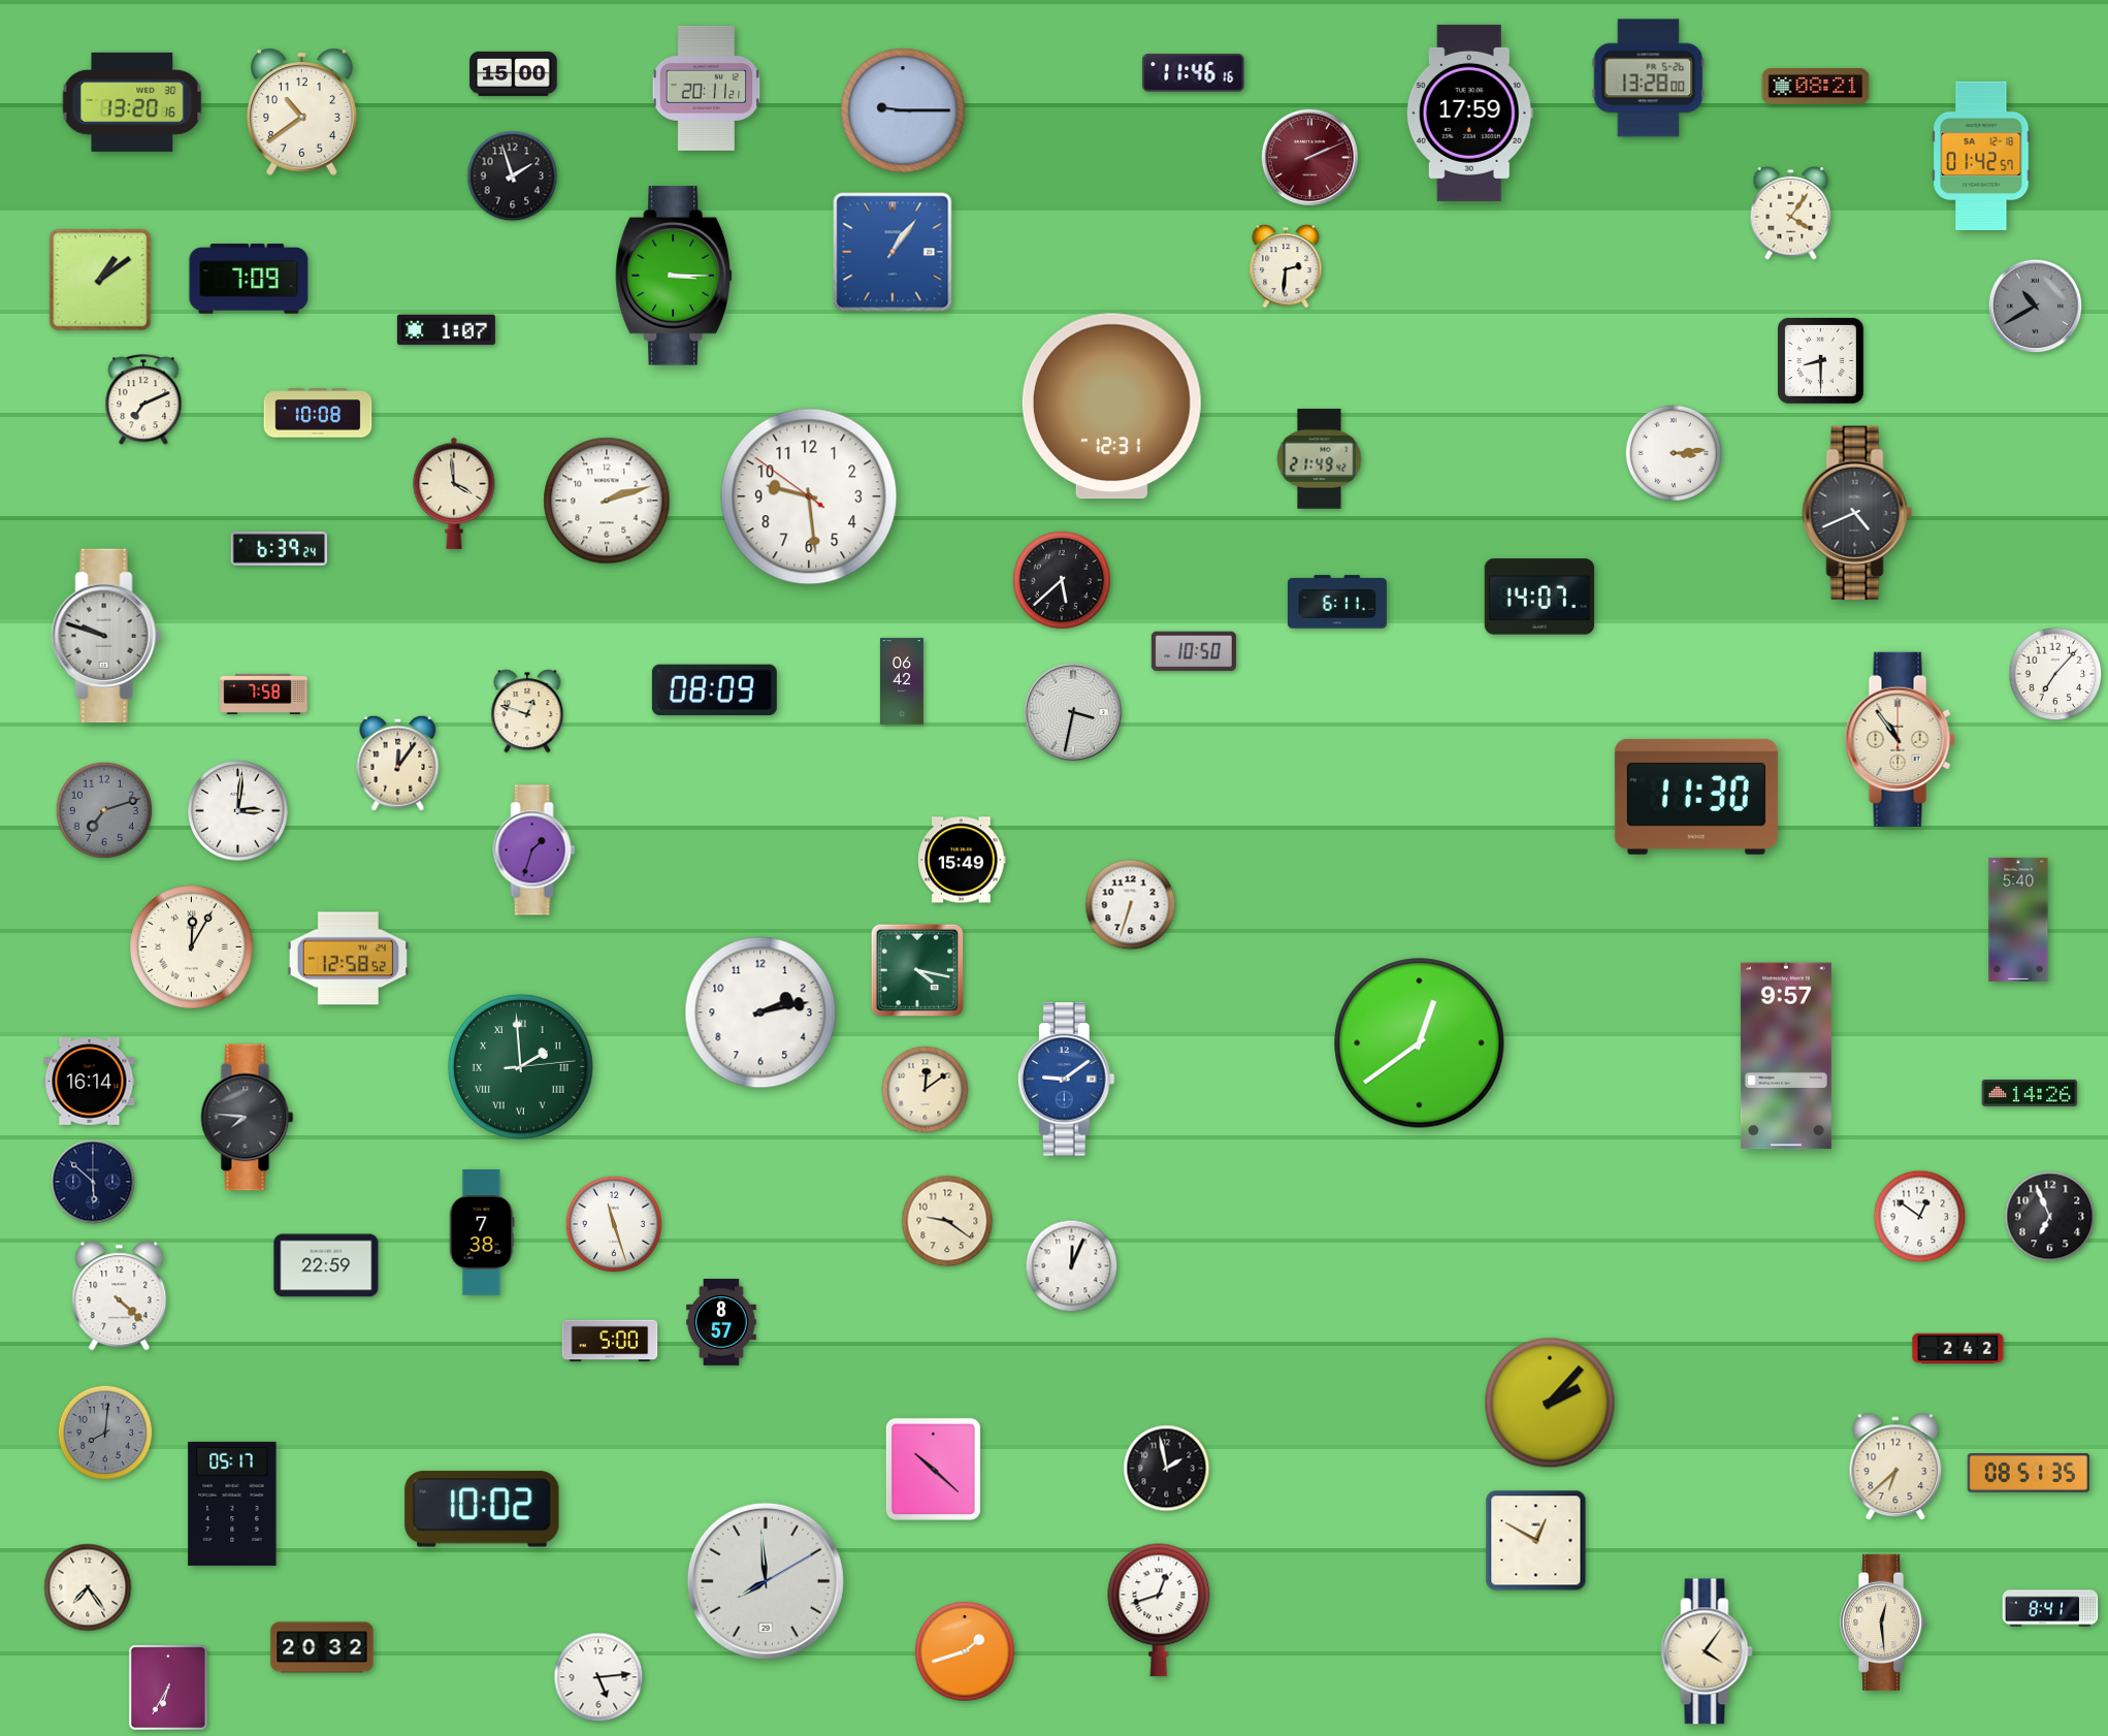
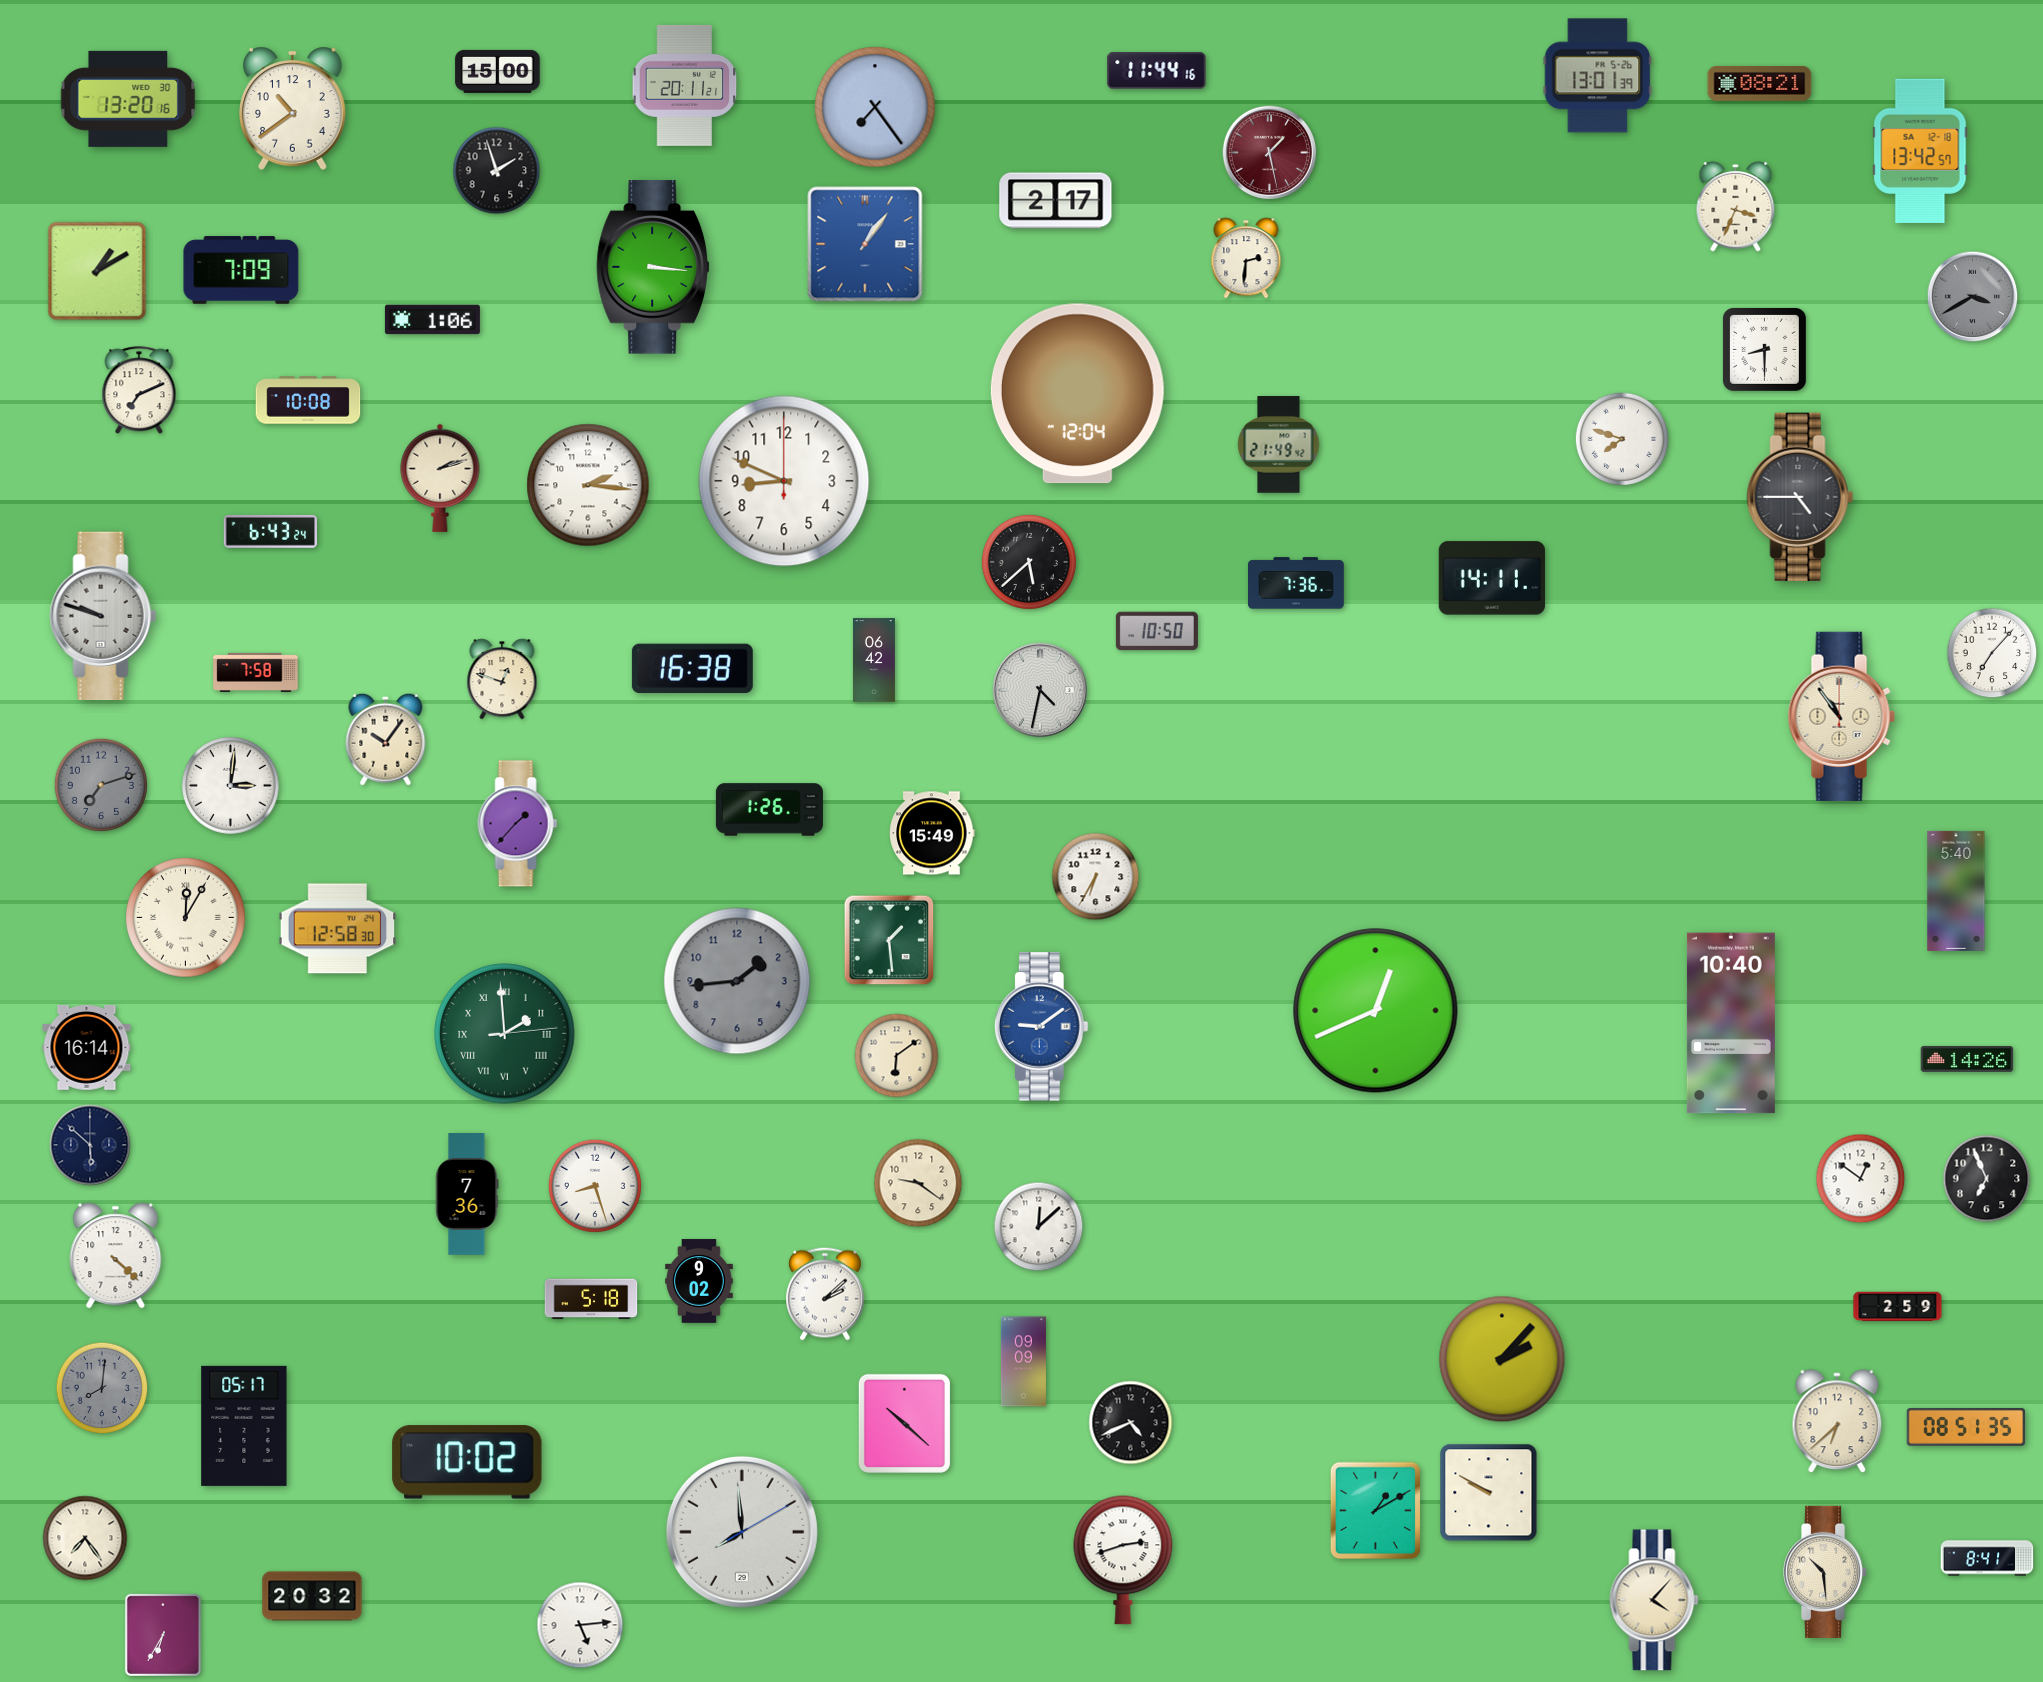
clock at (1194, 73): 11:46 -> 11:44
clock at (1649, 78): 13:28 -> 13:01
clock at (903, 110): 9:15 -> 7:24
clock at (1469, 112): 17:59 -> none
clock at (1981, 156): 01:42 -> 13:42
clock at (1309, 157): 2:11 -> 1:28
clock at (1056, 201): none -> 2:17
clock at (1791, 213): 4:06 -> 3:34
clock at (674, 276): 3:15 -> 3:16
clock at (100, 280): 1:09 -> 1:10
clock at (2036, 307): 10:40 -> 3:40
clock at (446, 330): 1:07 -> 1:06
clock at (143, 400) position: (143, 400) -> (139, 391)
clock at (1111, 407): 12:31 -> 12:04
clock at (1674, 453): 3:14 -> 7:48
clock at (454, 493): 3:59 -> 2:12
clock at (809, 496): 9:28 -> 8:49
clock at (607, 501): 2:12 -> 2:16
clock at (1857, 513): 4:41 -> 4:45
clock at (279, 548): 6:39 -> 6:43
clock at (1539, 597): 14:07 -> 14:11
clock at (1337, 602): 6:11 -> 7:36
clock at (714, 689): 08:09 -> 16:38
clock at (527, 711) position: (527, 711) -> (502, 679)
clock at (1073, 712): 3:32 -> 4:32
clock at (398, 763): 12:06 -> 10:06
clock at (1696, 797): 11:30 -> none
clock at (769, 810): none -> 1:26
clock at (534, 850): 1:33 -> 1:37
clock at (1131, 905): 6:33 -> 6:35
clock at (349, 959): 12:58:52 -> 12:58:30
clock at (917, 970): 4:17 -> 1:29
clock at (760, 1012): 2:13 -> 1:44
clock at (760, 1012) dial: white -> grey
clock at (1420, 1043): 12:39 -> 12:41
clock at (1786, 1056): 9:57 -> 10:40
clock at (1066, 1080) position: (1066, 1080) -> (1041, 1027)
clock at (926, 1090): 12:09 -> 6:09
clock at (248, 1118): 7:46 -> none
clock at (614, 1224): 11:27 -> 8:27
clock at (482, 1232): 7:38 -> 7:36
clock at (326, 1265): 22:59 -> none
clock at (1072, 1266): 12:04 -> 12:08
clock at (721, 1322): 8:57 -> 9:02
clock at (826, 1294): none -> 2:08
clock at (610, 1341): 5:00 -> 5:18
clock at (1958, 1349): 2:42 -> 2:59
clock at (1023, 1362): none -> 09:09
clock at (1167, 1469): 1:58 -> 4:41
clock at (232, 1504) position: (232, 1504) -> (244, 1426)
clock at (1536, 1541): 12:50 -> 9:50
clock at (1376, 1511): none -> 1:10
clock at (1159, 1610): 12:42 -> 2:42
clock at (1884, 1622): 12:29 -> 10:29
clock at (1707, 1651): 4:06 -> 4:07
clock at (966, 1652): 1:42 -> none
